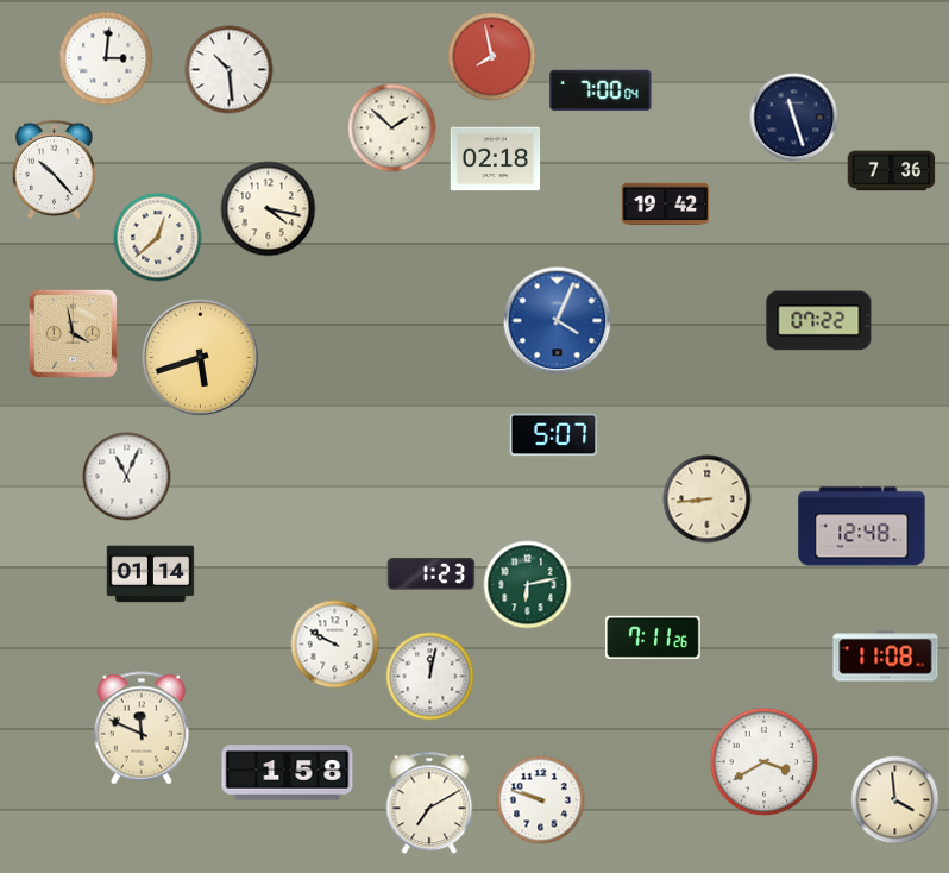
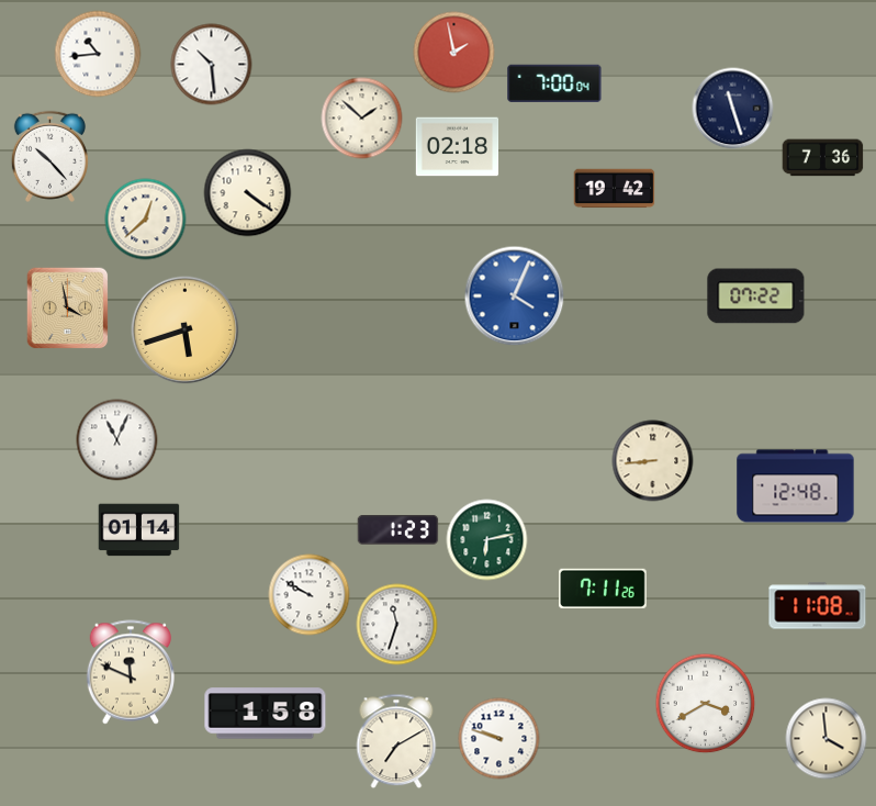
clock at (492, 57): 7:58 -> 1:58
clock at (106, 58): 3:01 -> 10:44
clock at (269, 209): 4:17 -> 4:21
clock at (554, 435): 5:07 -> none
clock at (430, 677): 12:02 -> 11:33
